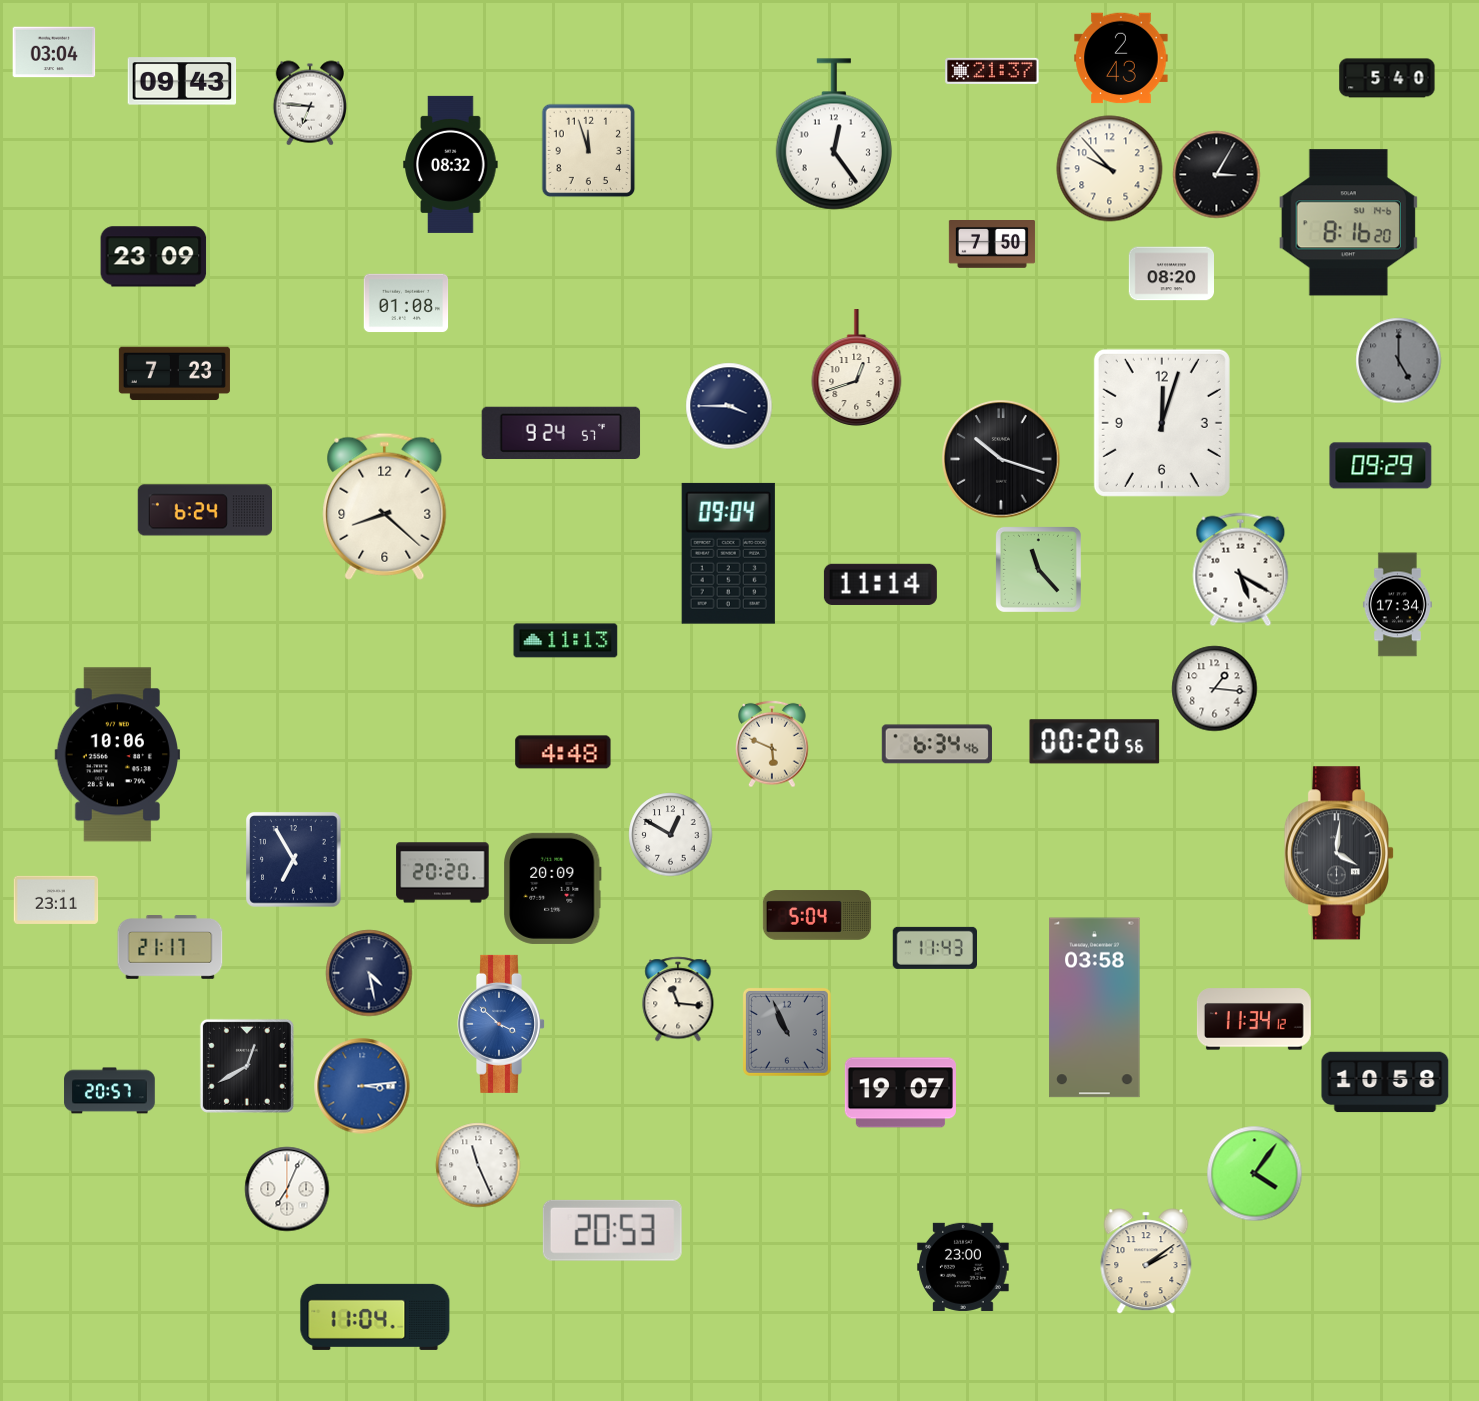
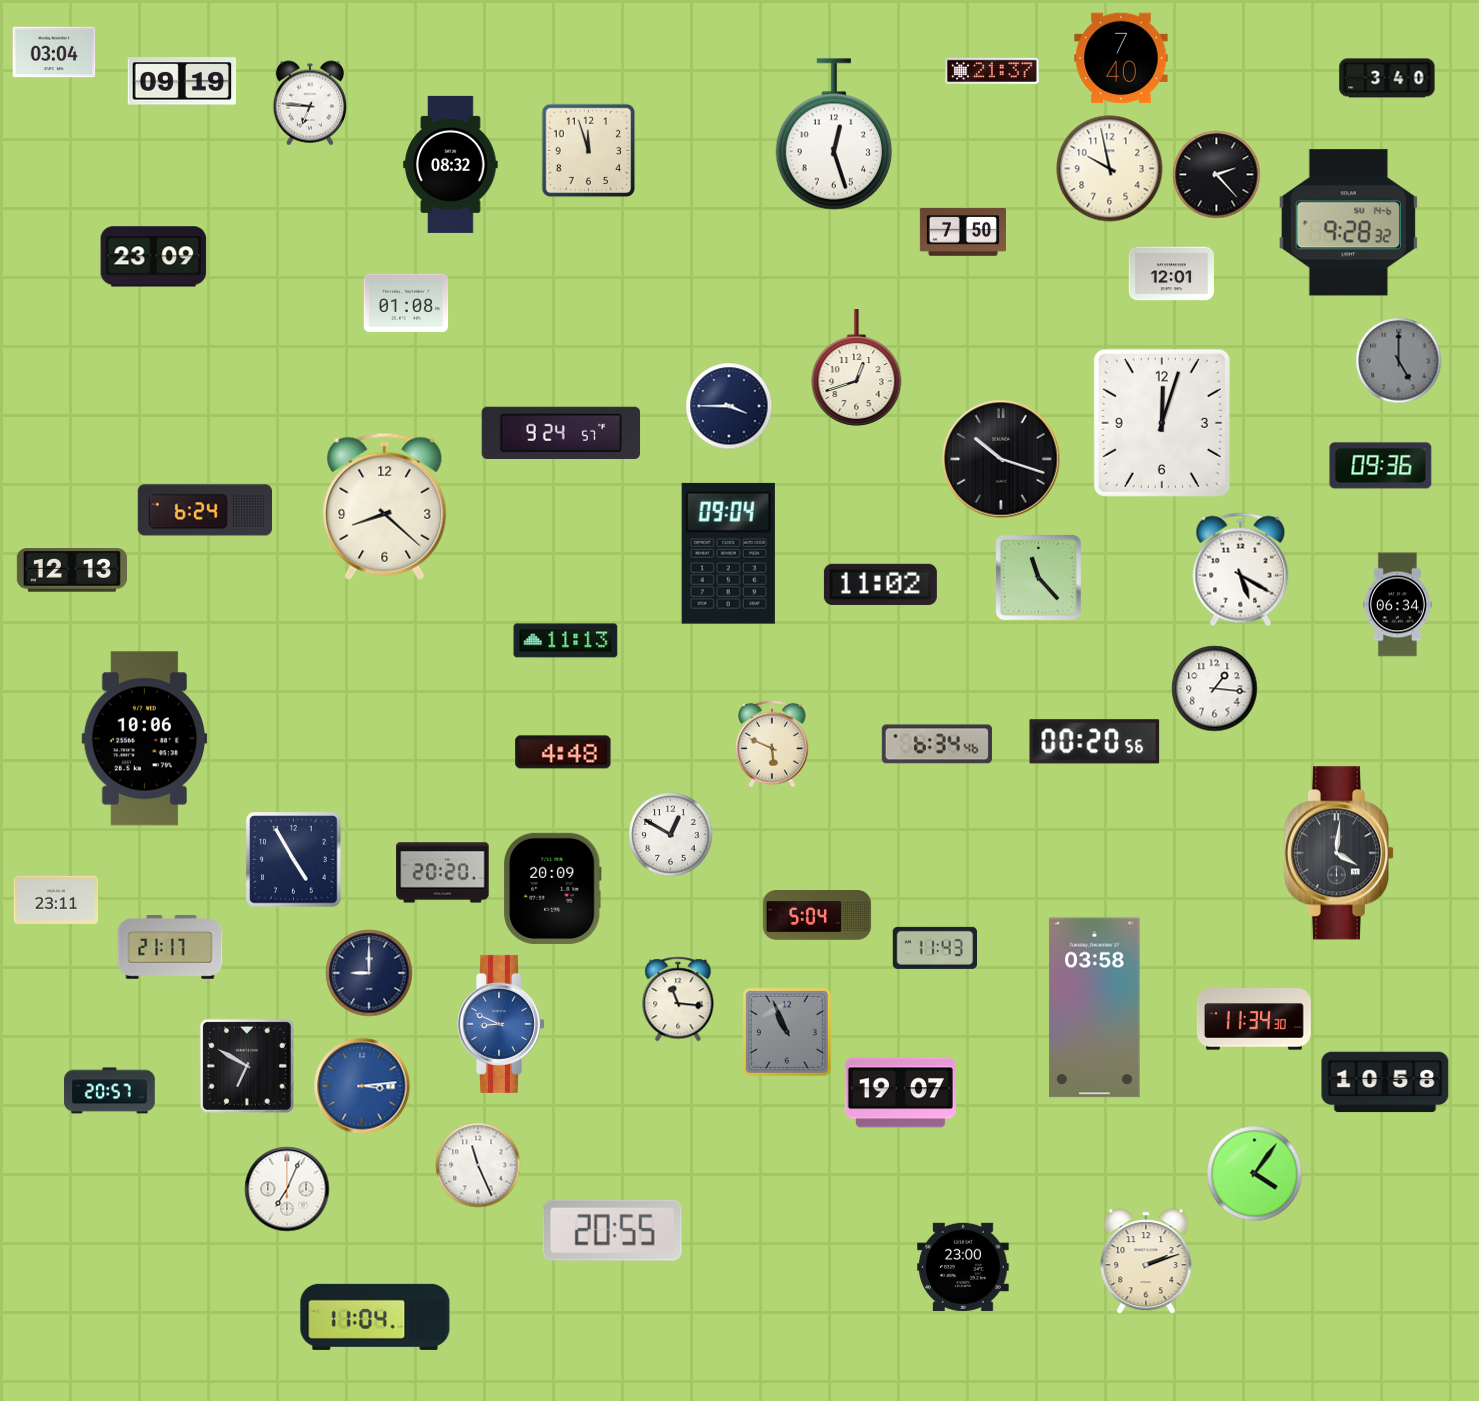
clock at (1121, 58): 2:43 -> 7:40
clock at (1387, 78): 5:40 -> 3:40
clock at (182, 81): 09:43 -> 09:19
clock at (834, 134): 12:24 -> 12:27
clock at (1110, 169): 9:53 -> 9:58
clock at (1217, 175): 3:05 -> 2:23
clock at (1348, 223): 8:16 -> 9:28
clock at (992, 245) position: (992, 245) -> (963, 233)
clock at (1171, 274): 08:20 -> 12:01
clock at (174, 374): 7:23 -> none
clock at (1381, 466): 09:29 -> 09:36
clock at (1038, 569) position: (1038, 569) -> (1038, 577)
clock at (71, 570): none -> 12:13
clock at (880, 584): 11:14 -> 11:02
clock at (1397, 605): 17:34 -> 06:34
clock at (118, 755) position: (118, 755) -> (145, 739)
clock at (294, 860): 6:55 -> 4:55
clock at (369, 973): 4:28 -> 9:00
clock at (1254, 1019): 11:34:12 -> 11:34:30
clock at (502, 1024): 3:52 -> 8:49
clock at (247, 1066): 12:40 -> 6:50
clock at (612, 1230): 20:53 -> 20:55
clock at (1146, 1261): 2:09 -> 2:12
